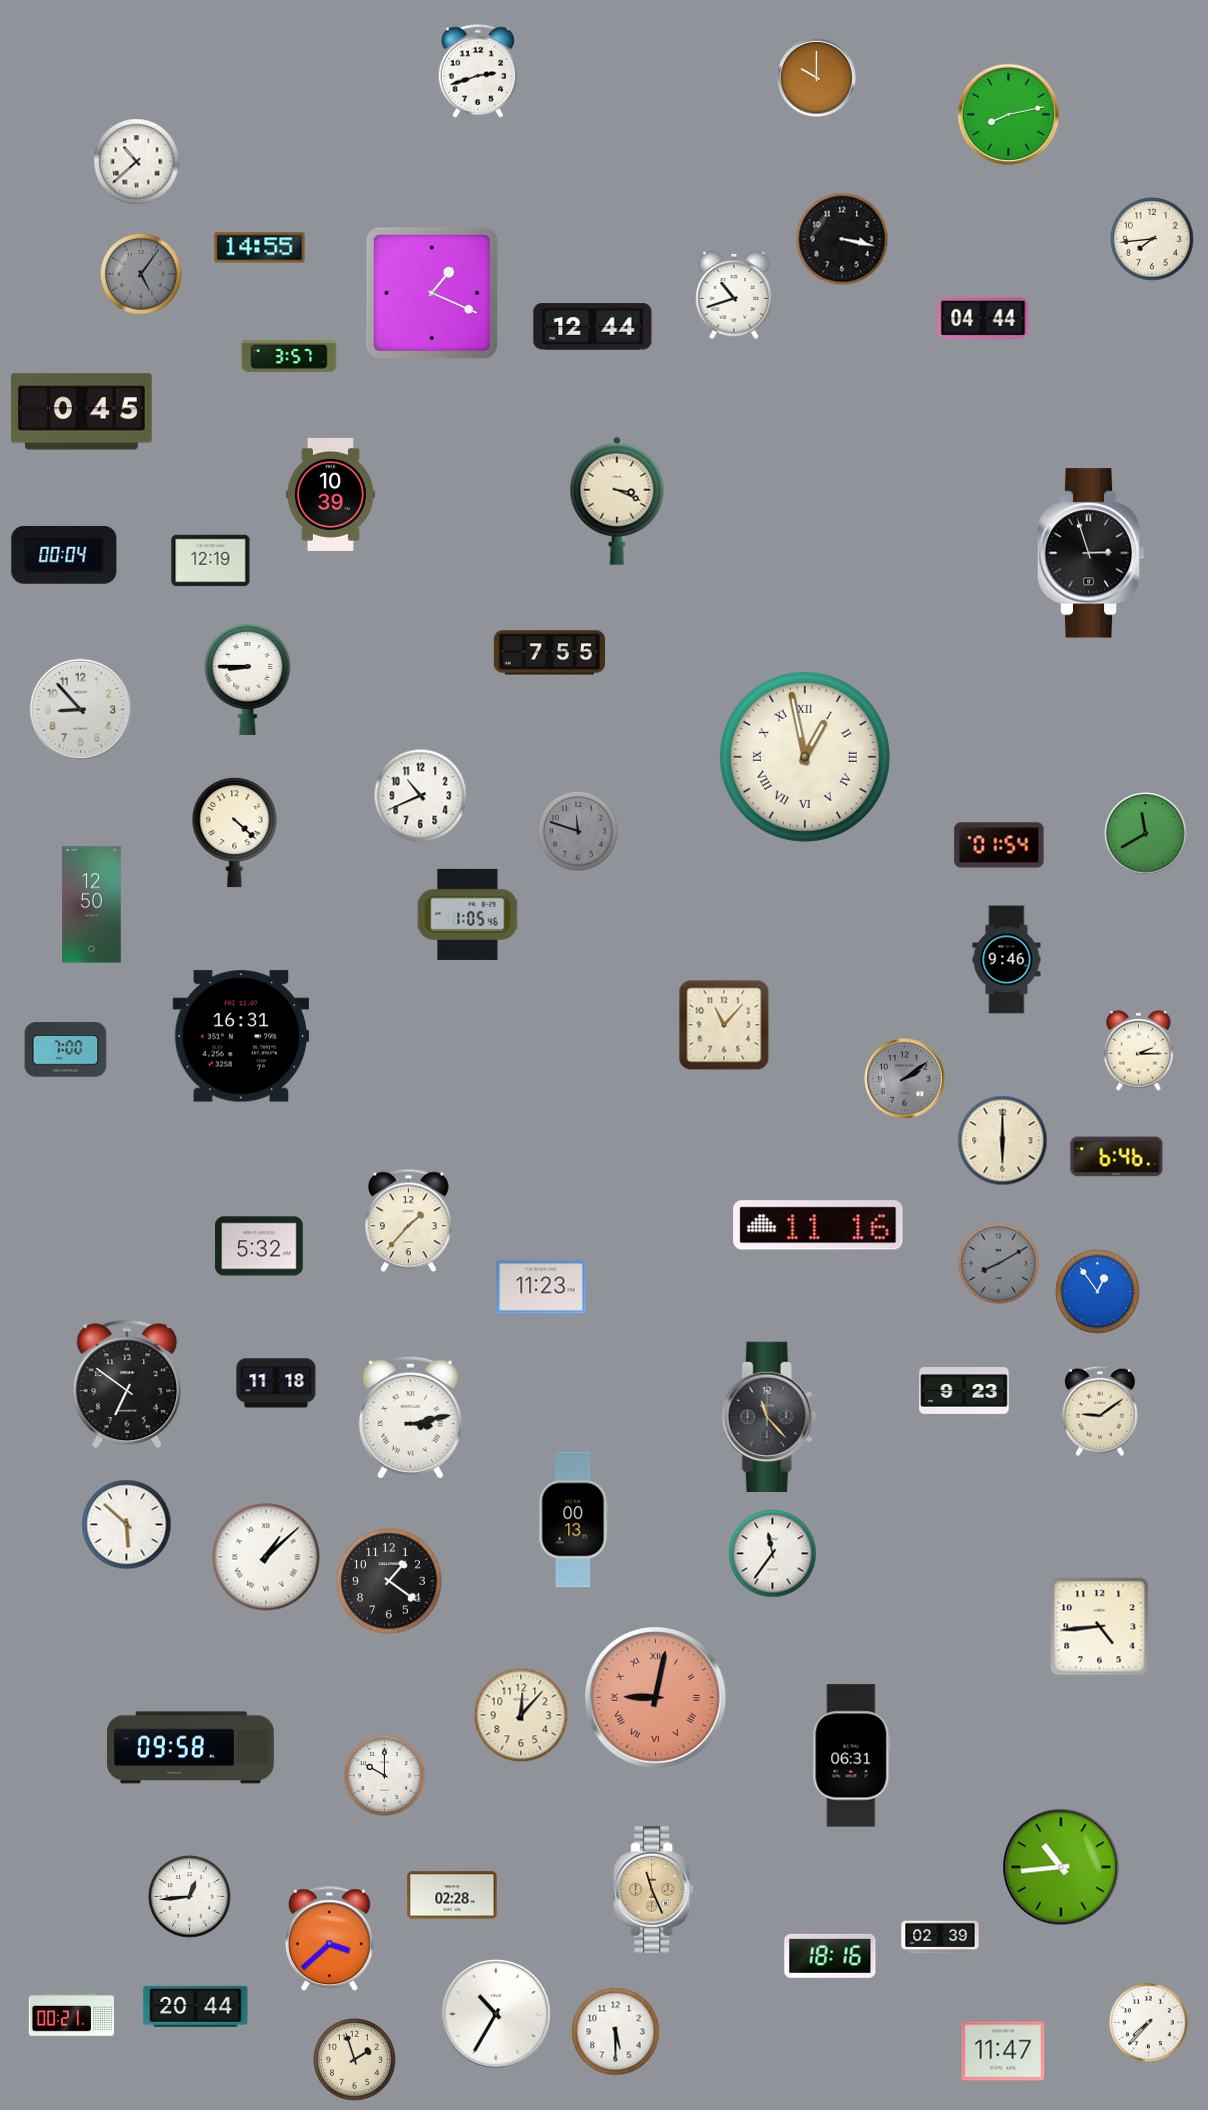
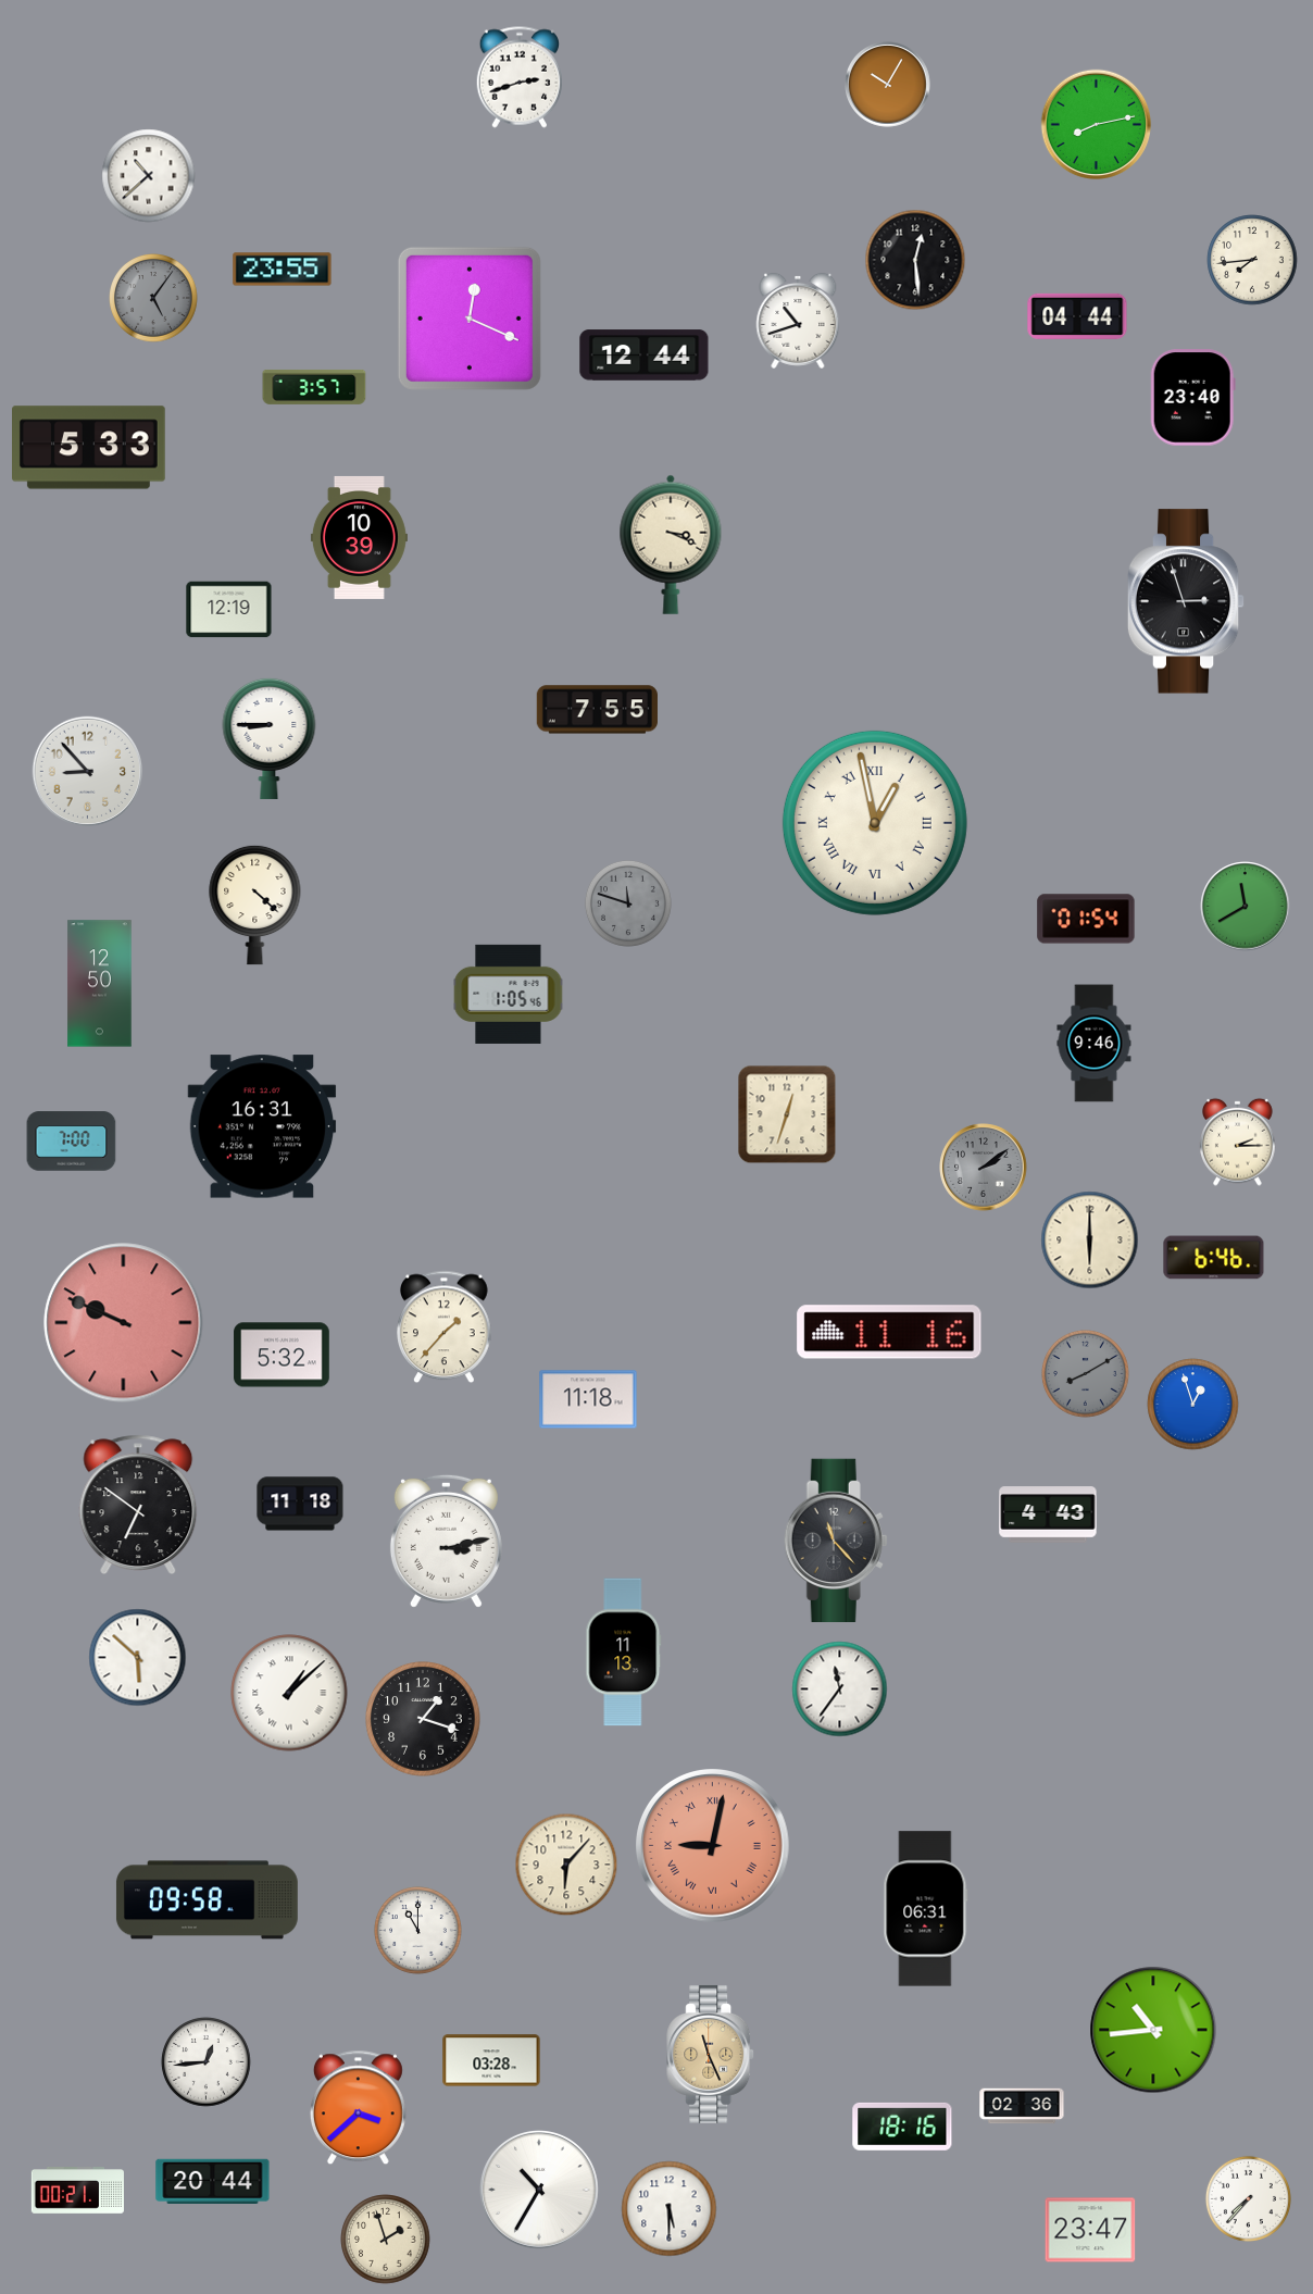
clock at (817, 78): 10:00 -> 10:05
clock at (842, 239): 3:17 -> 12:29
clock at (260, 248): 14:55 -> 23:55
clock at (432, 293): 1:19 -> 12:19
clock at (983, 318) position: (983, 318) -> (1077, 316)
clock at (1192, 398): none -> 23:40
clock at (82, 412): 0:45 -> 5:33
clock at (64, 555): 00:04 -> none
clock at (421, 796): 10:41 -> none
clock at (724, 1025): 11:07 -> 12:33
clock at (905, 1079) position: (905, 1079) -> (984, 1168)
clock at (124, 1323): none -> 9:49
clock at (541, 1287): 11:23 -> 11:18
clock at (1098, 1292): 12:54 -> 12:57
clock at (964, 1393): 9:23 -> 4:43
clock at (1100, 1411): 9:09 -> none
clock at (574, 1520): 00:13 -> 11:13
clock at (389, 1581): 1:21 -> 1:18
clock at (1100, 1627): 4:44 -> none
clock at (521, 1715): 12:07 -> 6:07
clock at (384, 1775): 10:00 -> 11:00
clock at (452, 1895): 02:28 -> 03:28
clock at (940, 1937): 02:39 -> 02:36
clock at (1003, 2051): 11:47 -> 23:47
